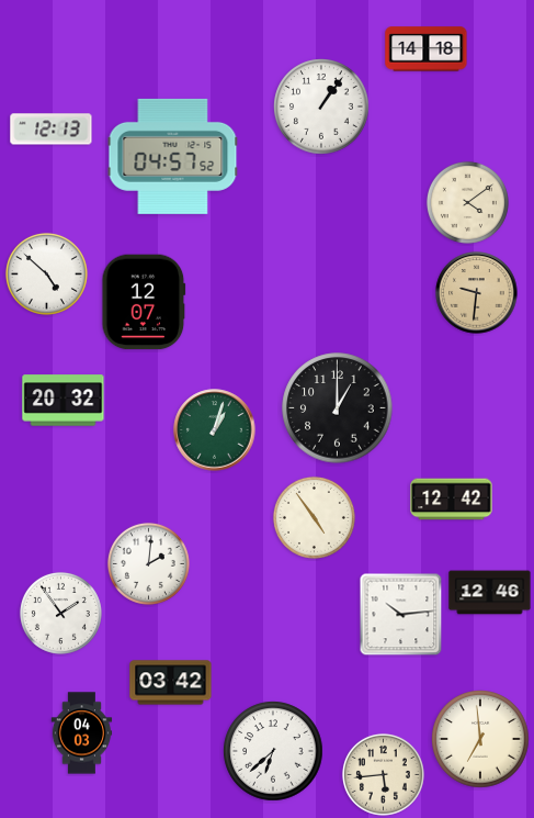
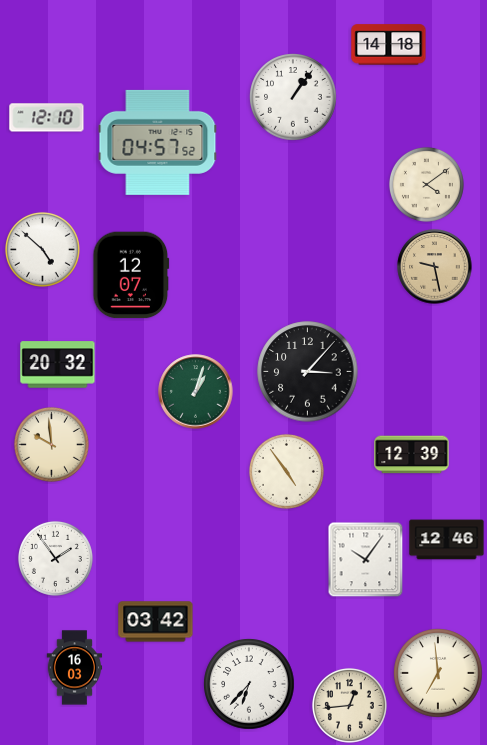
clock at (52, 130): 12:13 -> 12:10
clock at (477, 293): 9:31 -> 9:28
clock at (338, 408): 1:00 -> 3:07
clock at (51, 444): none -> 9:59
clock at (452, 500): 12:42 -> 12:39
clock at (148, 563): 2:01 -> none
clock at (401, 615): 10:14 -> 10:06
clock at (82, 733): 04:03 -> 16:03
clock at (273, 751): 6:38 -> 6:37
clock at (383, 774): 5:44 -> 12:44
